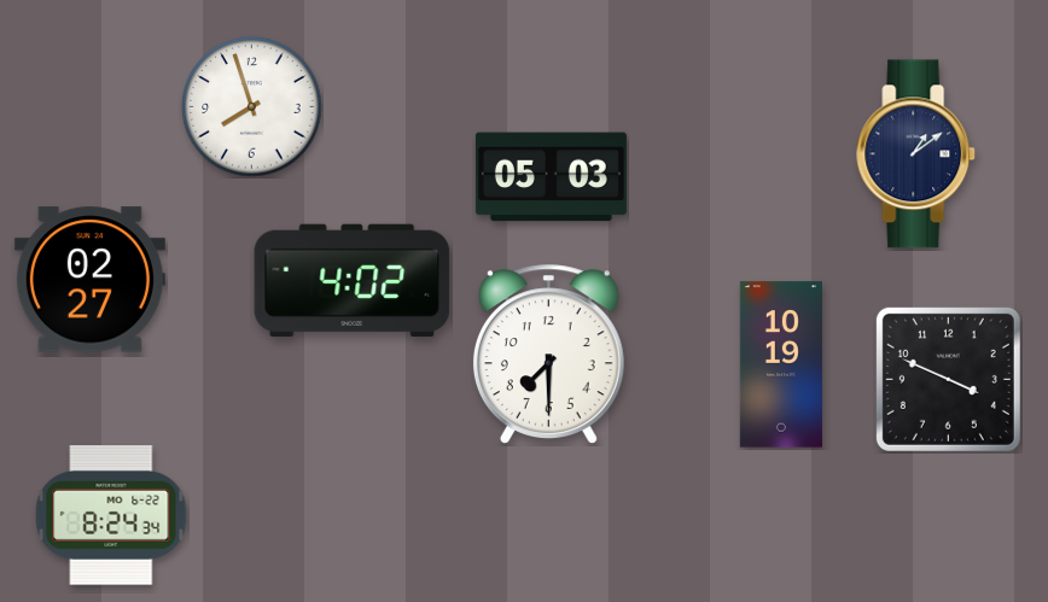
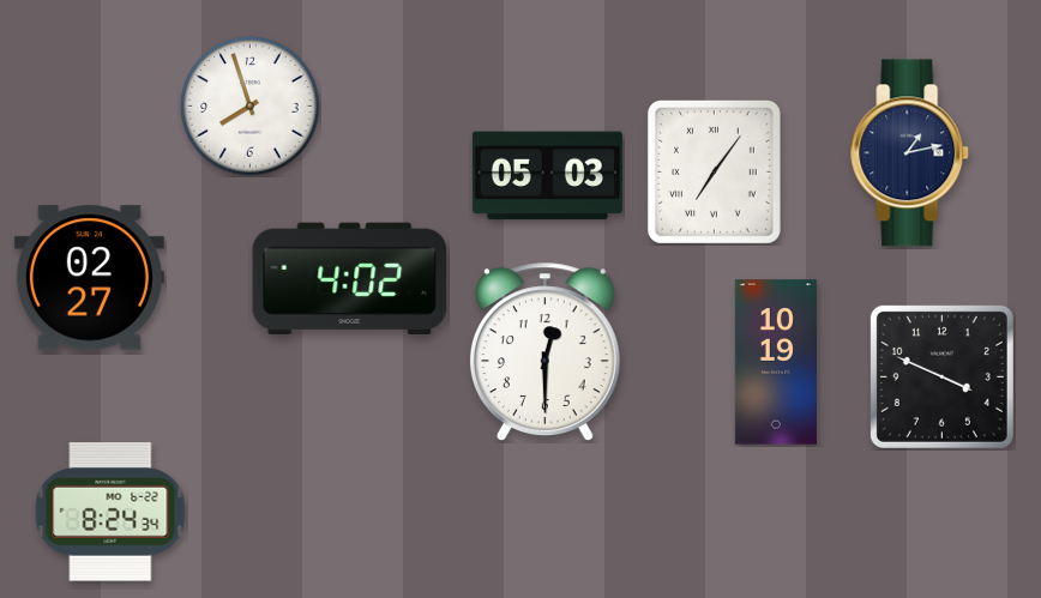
clock at (916, 154): 1:09 -> 1:13
clock at (714, 171): none -> 7:06
clock at (548, 353): 7:30 -> 12:30
